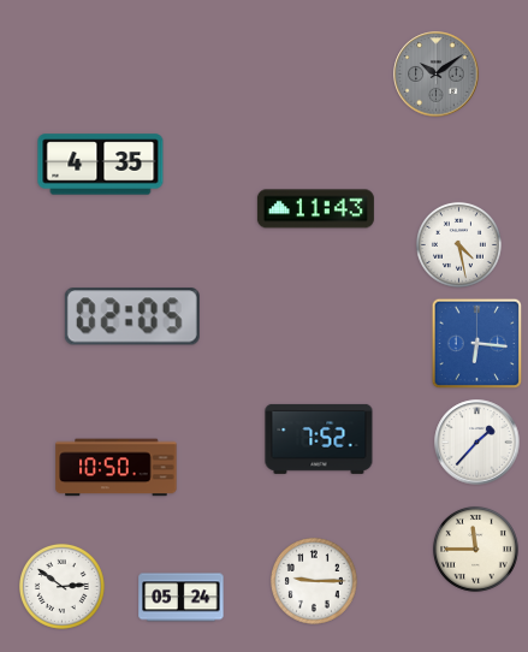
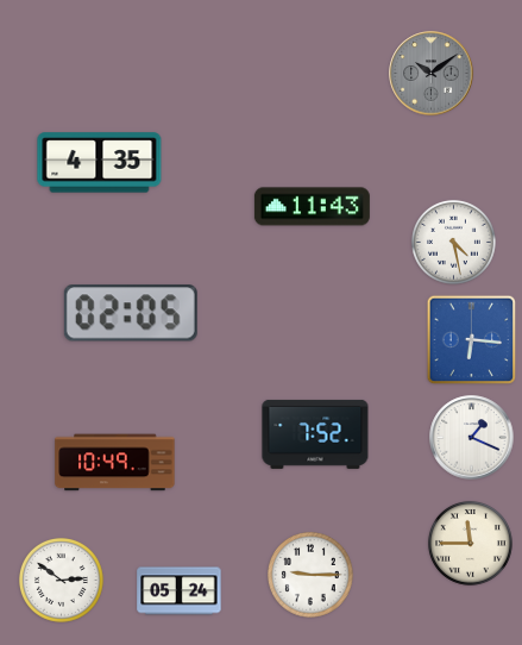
clock at (477, 443): 1:37 -> 1:19
clock at (117, 468): 10:50 -> 10:49
